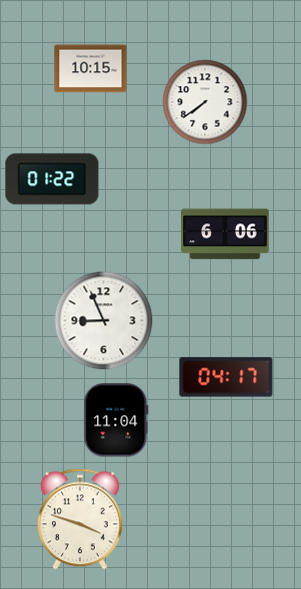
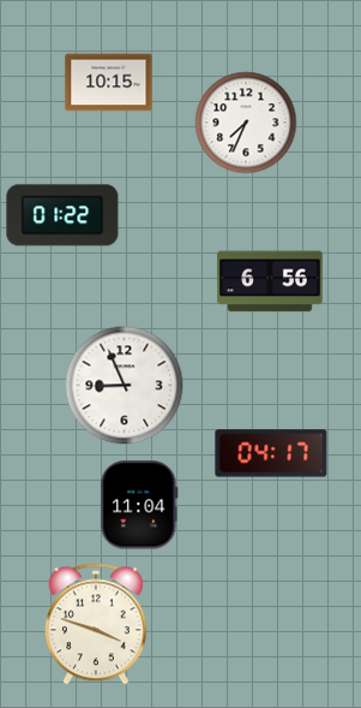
clock at (205, 102): 7:39 -> 7:34
clock at (225, 234): 6:06 -> 6:56
